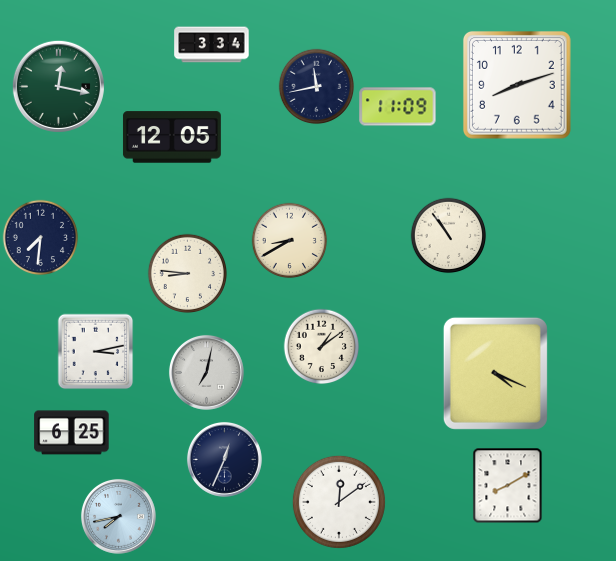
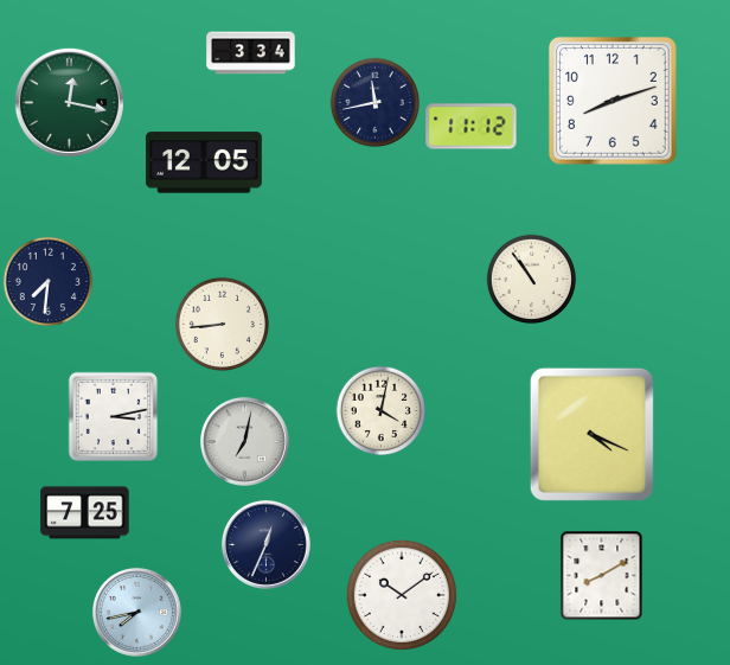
clock at (398, 107): 11:09 -> 11:12
clock at (290, 241): 8:40 -> none
clock at (187, 273): 8:46 -> 8:44
clock at (322, 347): 1:09 -> 4:02
clock at (495, 373) position: (495, 373) -> (591, 434)
clock at (72, 433): 6:25 -> 7:25
clock at (339, 502): 12:09 -> 10:09
clock at (118, 516) position: (118, 516) -> (136, 612)
